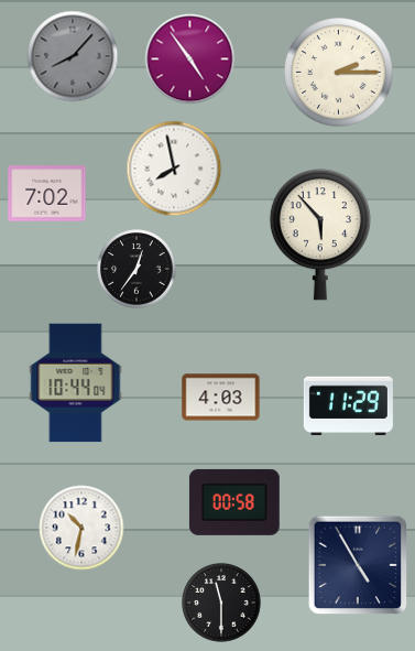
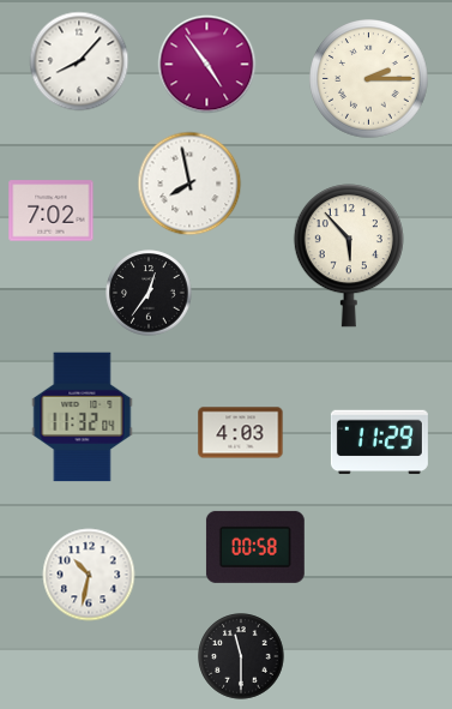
clock at (73, 56) dial: grey -> white
clock at (76, 383): 10:44 -> 11:32
clock at (358, 565): 4:55 -> none
